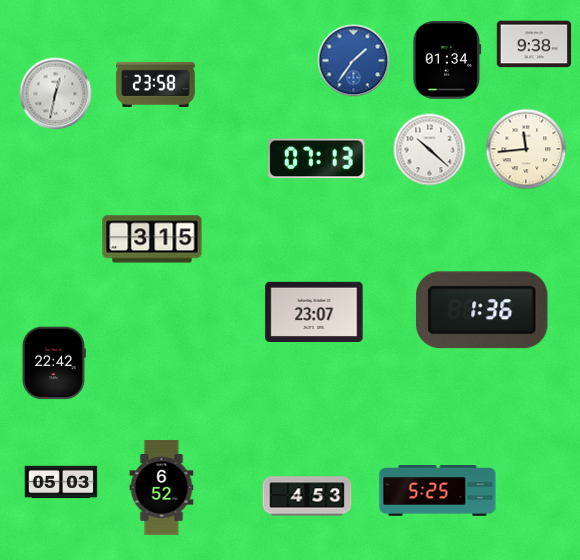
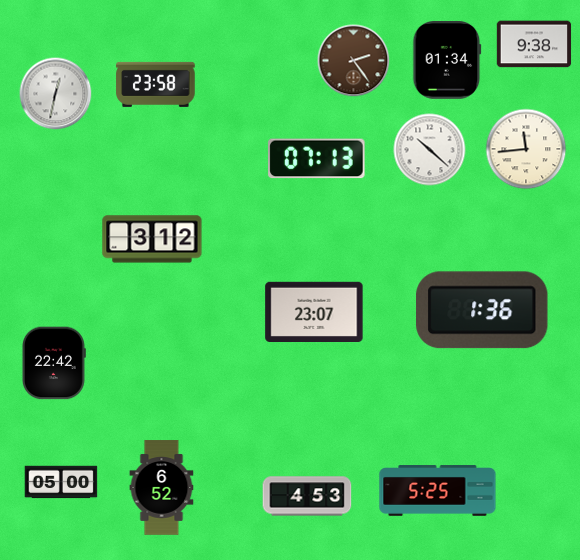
clock at (354, 61): 1:36 -> 2:24
clock at (354, 61) dial: blue -> brown
clock at (152, 239): 3:15 -> 3:12
clock at (61, 482): 05:03 -> 05:00
